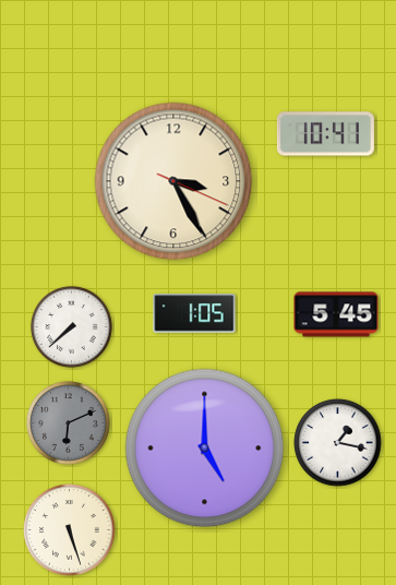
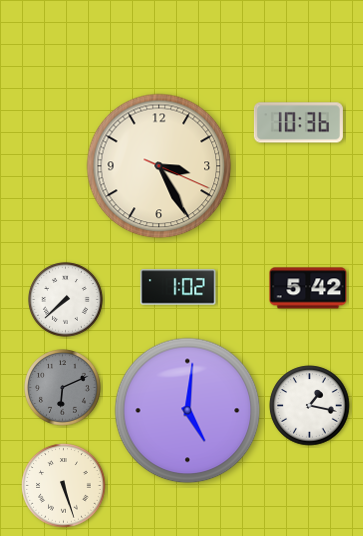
clock at (325, 134): 10:41 -> 10:36
clock at (194, 313): 1:05 -> 1:02
clock at (336, 314): 5:45 -> 5:42
clock at (205, 449): 5:00 -> 5:01
